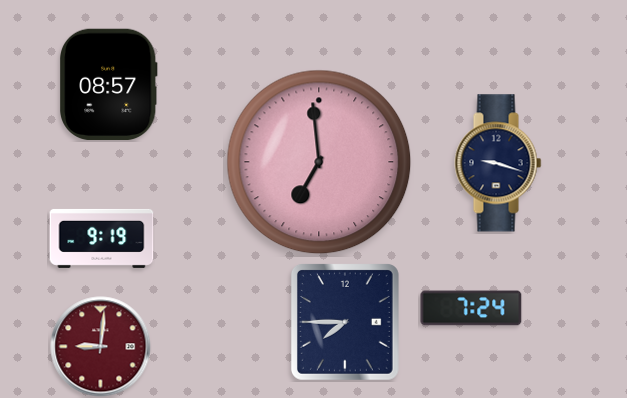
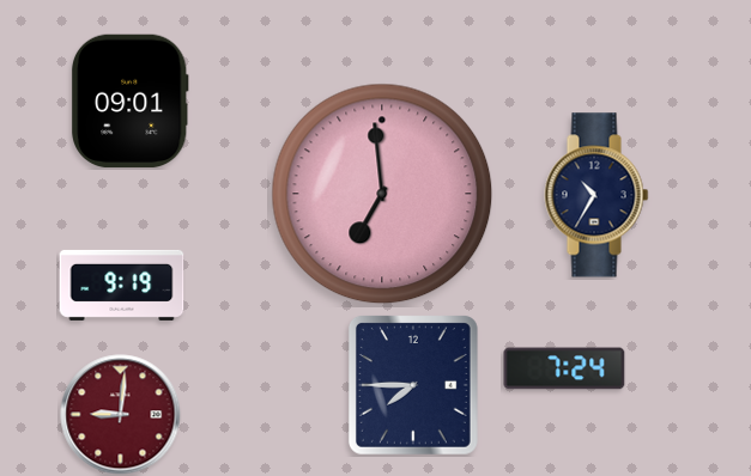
clock at (109, 85): 08:57 -> 09:01
clock at (498, 163): 9:18 -> 10:35
